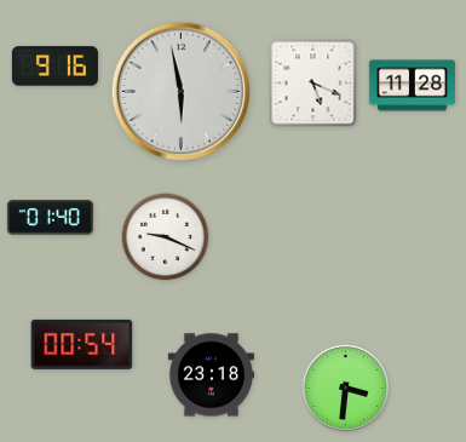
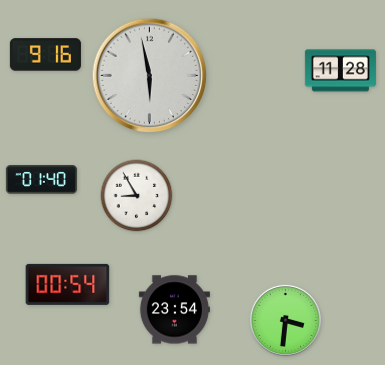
clock at (313, 84): 5:19 -> none
clock at (166, 237): 9:19 -> 8:55
clock at (211, 375): 23:18 -> 23:54
